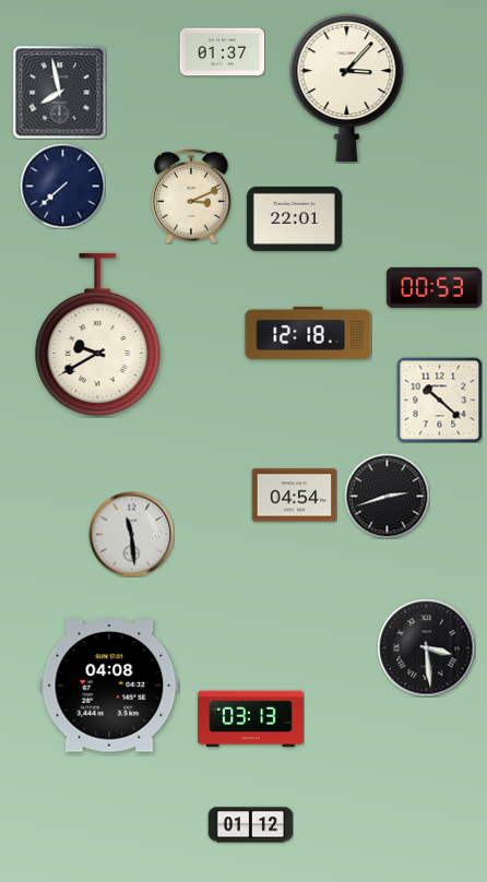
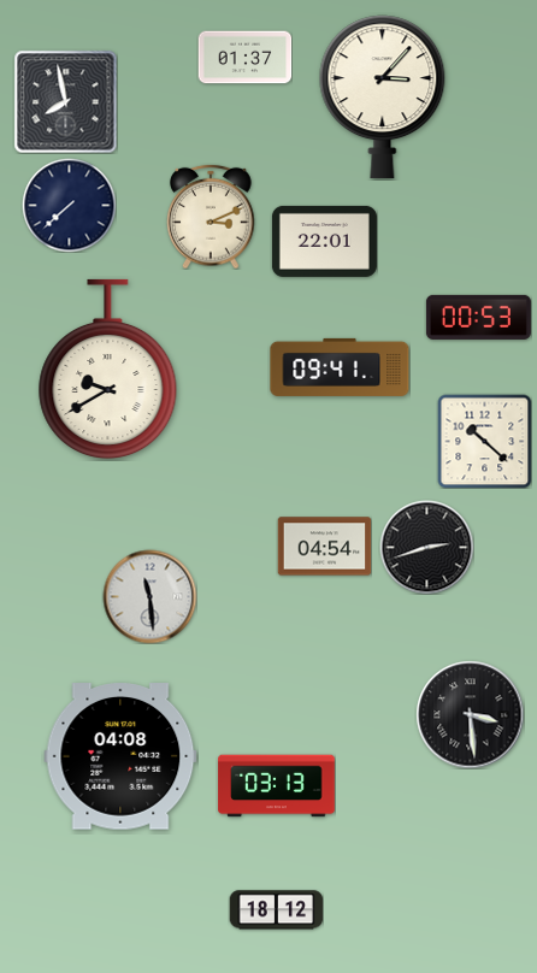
clock at (308, 333): 12:18 -> 09:41
clock at (131, 534) position: (131, 534) -> (149, 596)
clock at (251, 719) position: (251, 719) -> (277, 786)
clock at (250, 825): 01:12 -> 18:12
